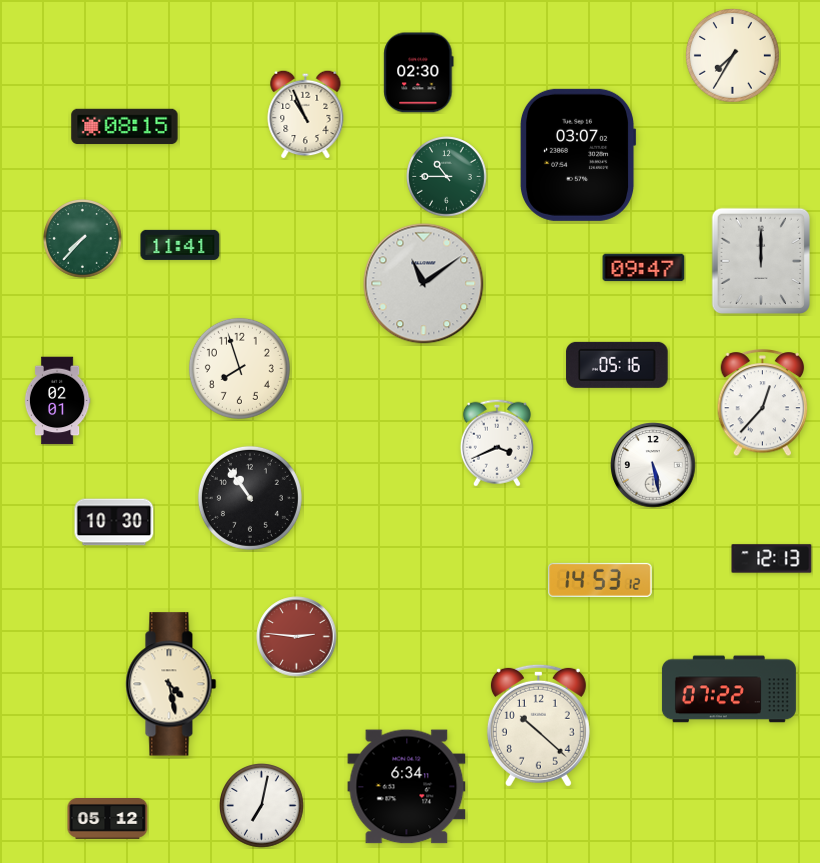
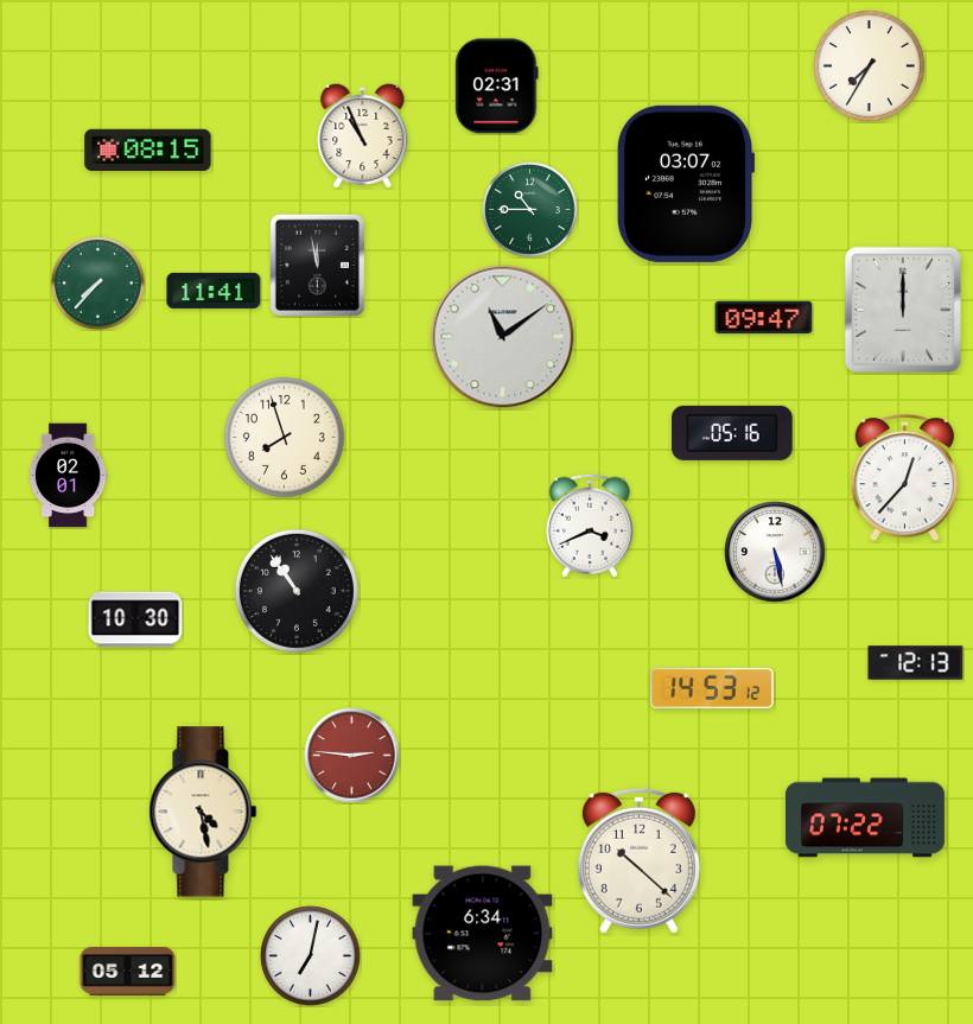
clock at (419, 73): 02:30 -> 02:31
clock at (317, 265): none -> 11:58
